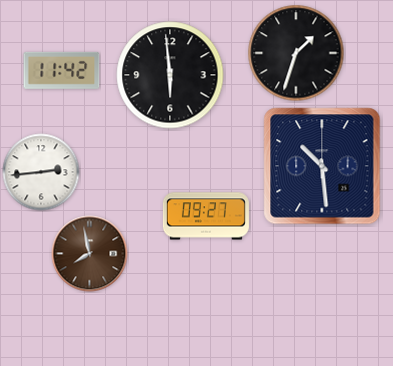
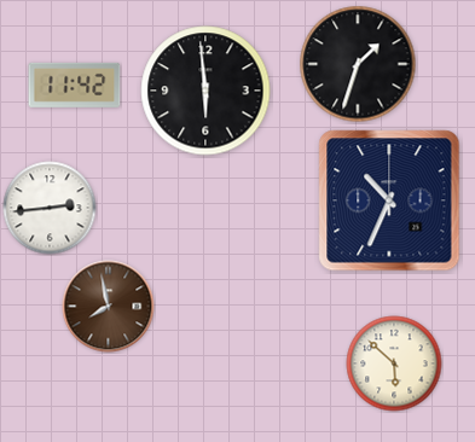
clock at (322, 166): 10:29 -> 10:34
clock at (206, 216): 09:27 -> none
clock at (394, 364): none -> 5:52
